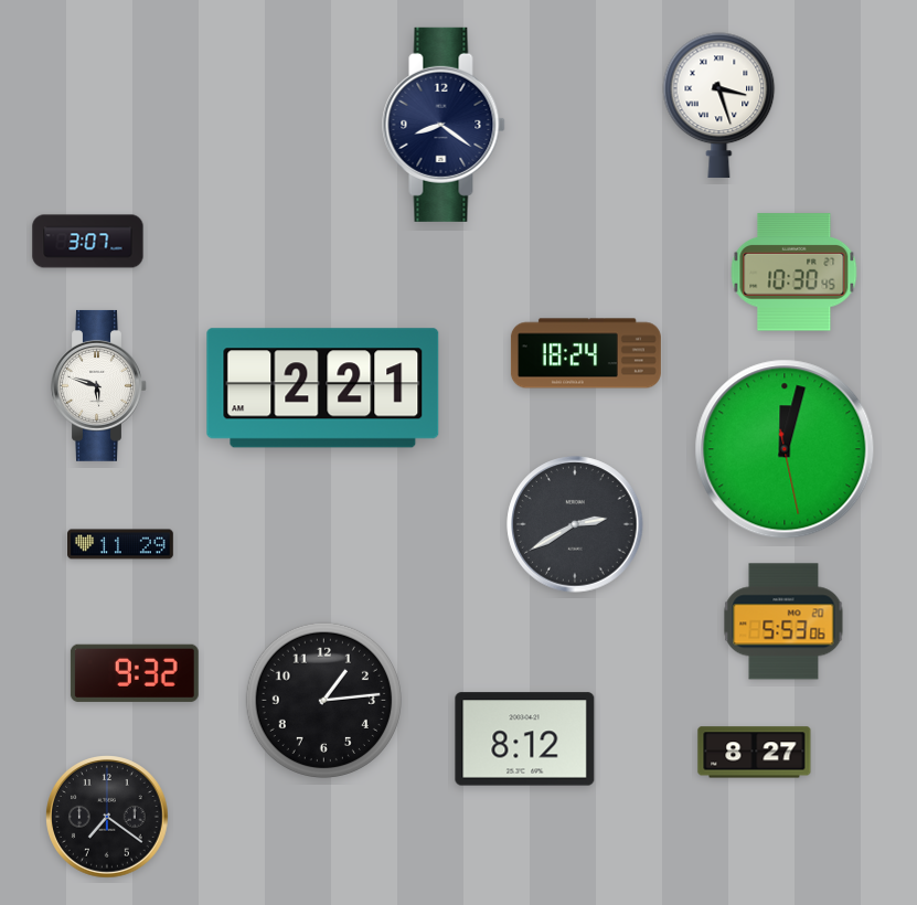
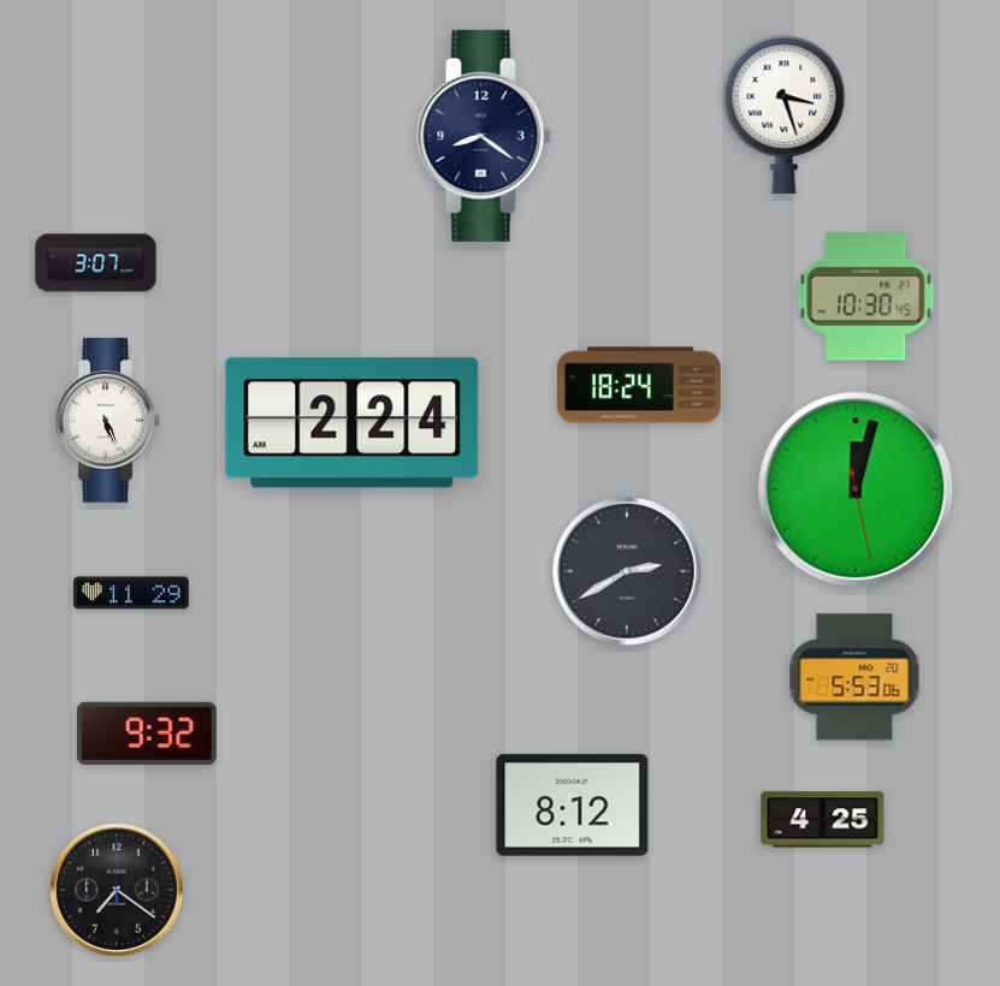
clock at (99, 385): 5:48 -> 5:26
clock at (323, 388): 2:21 -> 2:24
clock at (323, 700): 1:14 -> none
clock at (755, 753): 8:27 -> 4:25
